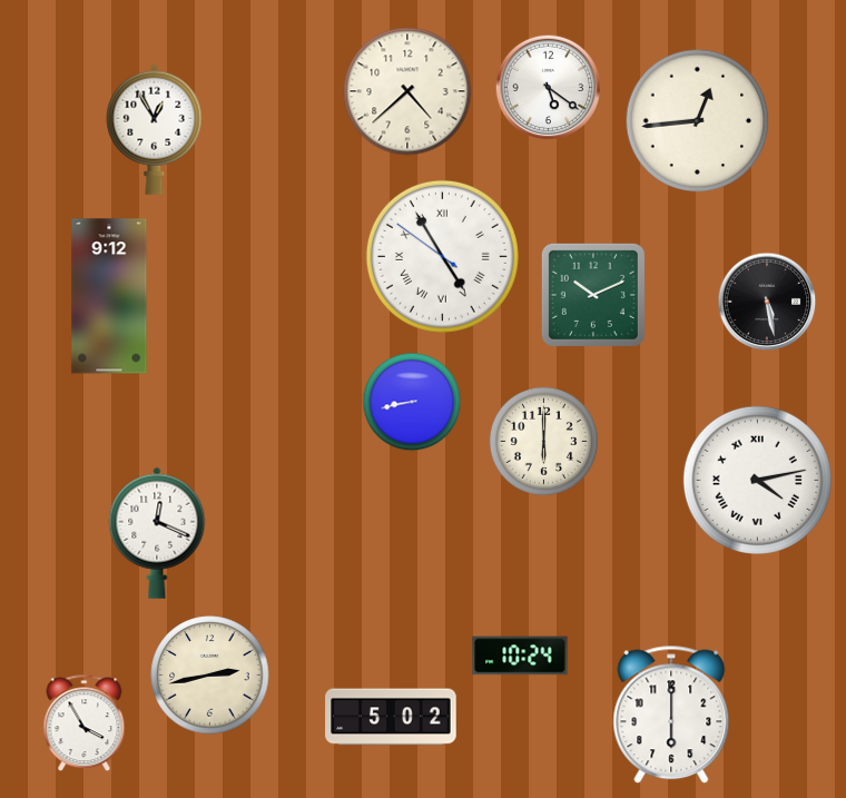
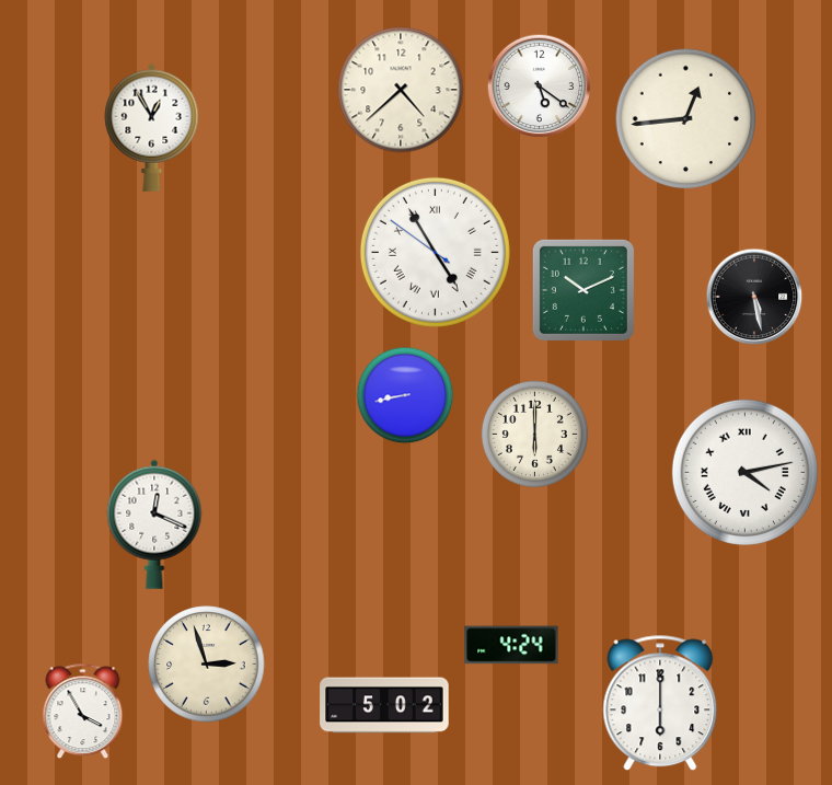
clock at (109, 296): 9:12 -> none
clock at (520, 656): 10:24 -> 4:24
clock at (210, 676): 2:43 -> 2:57
